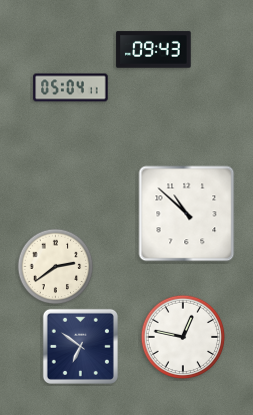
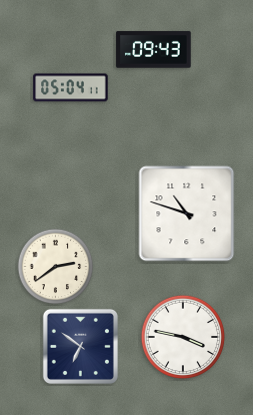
clock at (187, 214): 10:52 -> 10:48
clock at (183, 337): 12:47 -> 3:47
